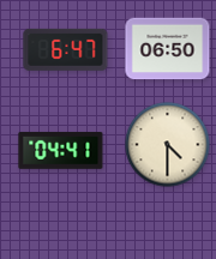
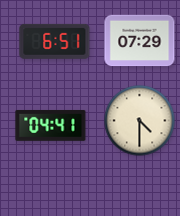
clock at (66, 49): 6:47 -> 6:51
clock at (168, 49): 06:50 -> 07:29
